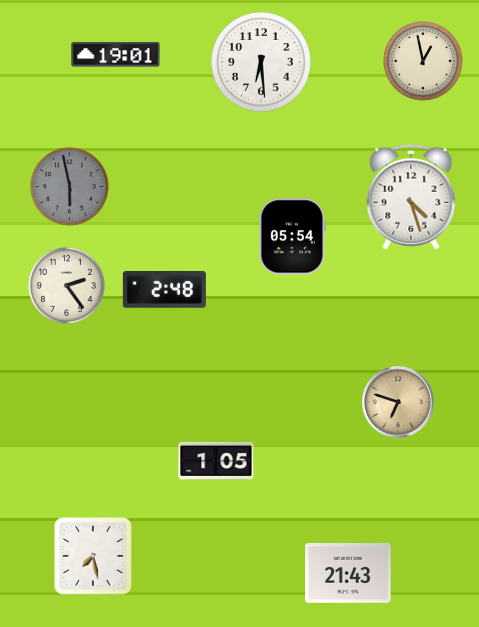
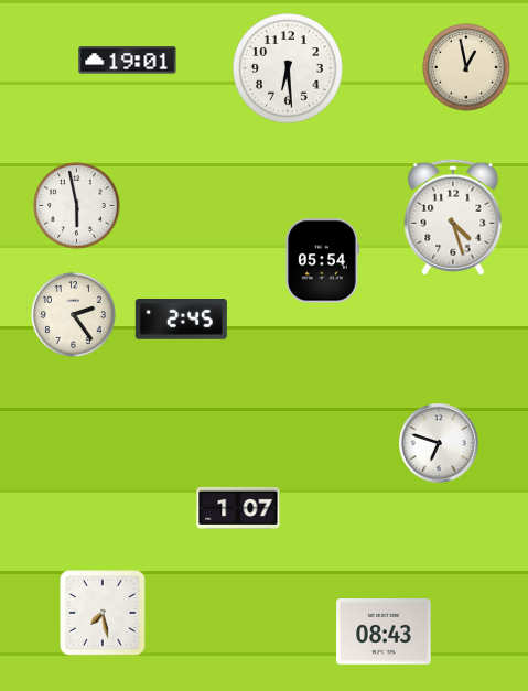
clock at (70, 187) dial: grey -> white
clock at (164, 290): 2:48 -> 2:45
clock at (398, 403) dial: champagne -> white
clock at (216, 461): 1:05 -> 1:07
clock at (348, 573): 21:43 -> 08:43
